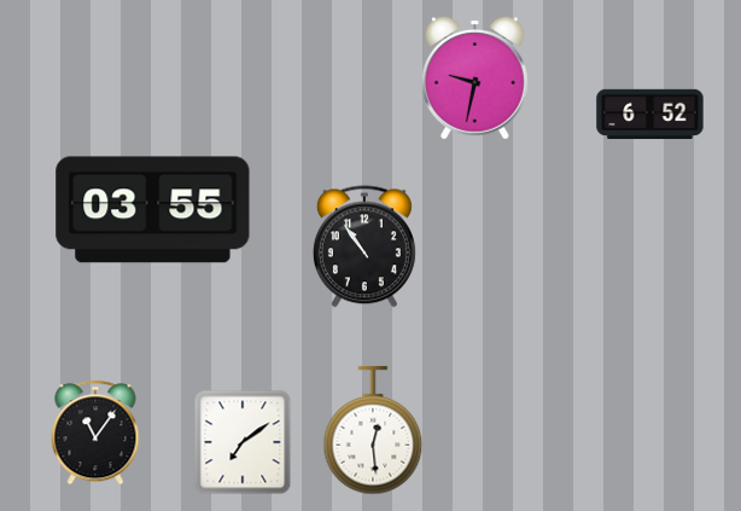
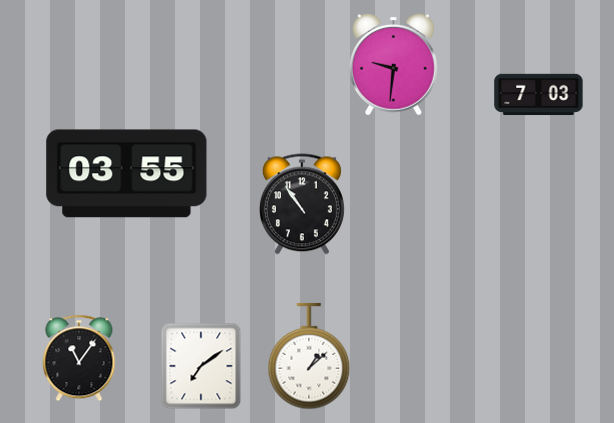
clock at (474, 77): 9:32 -> 9:31
clock at (650, 115): 6:52 -> 7:03
clock at (373, 430): 12:29 -> 1:08
